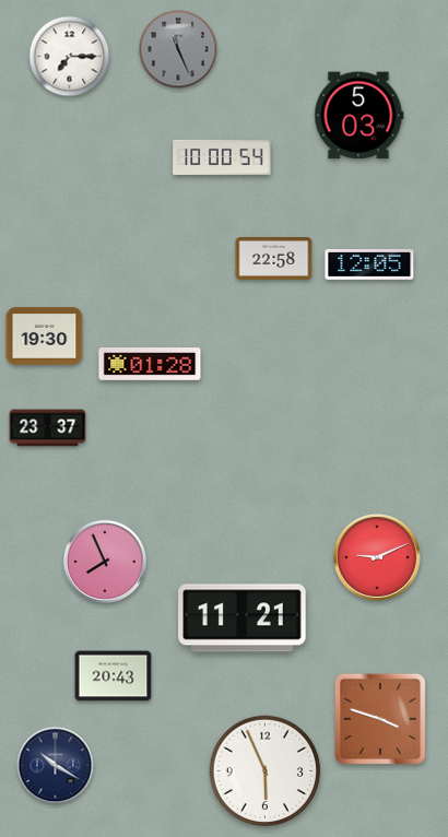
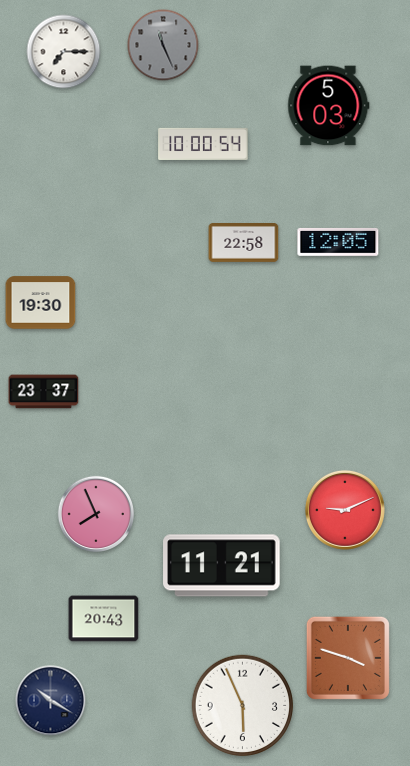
clock at (274, 259) position: (274, 259) -> (244, 243)
clock at (45, 337) position: (45, 337) -> (41, 303)
clock at (150, 365): 01:28 -> none
